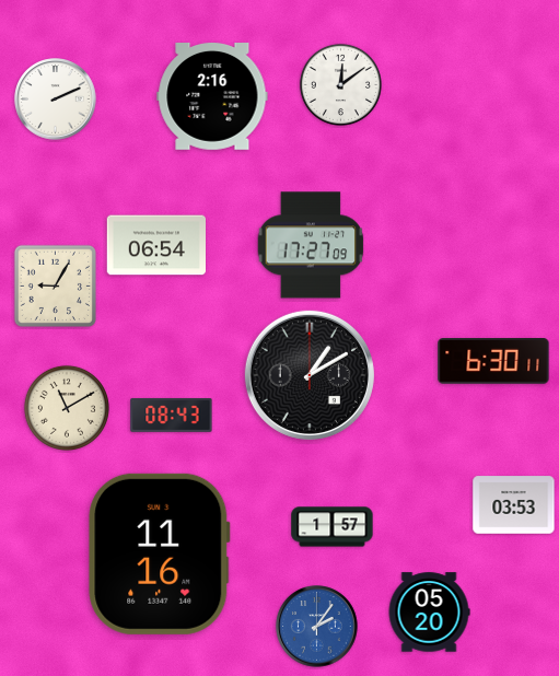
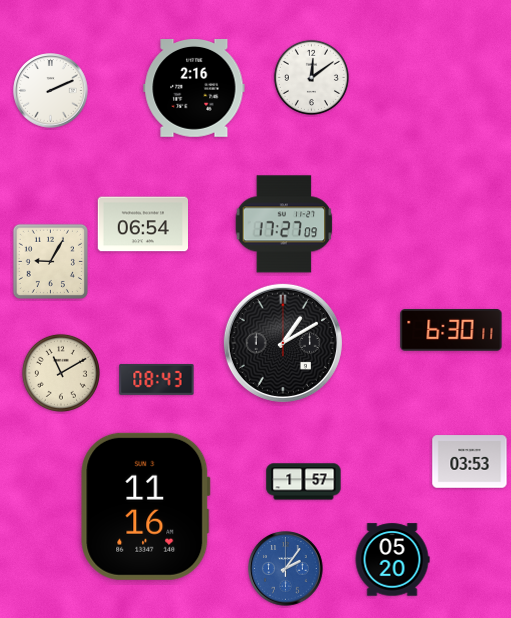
clock at (317, 627) position: (317, 627) -> (286, 569)
